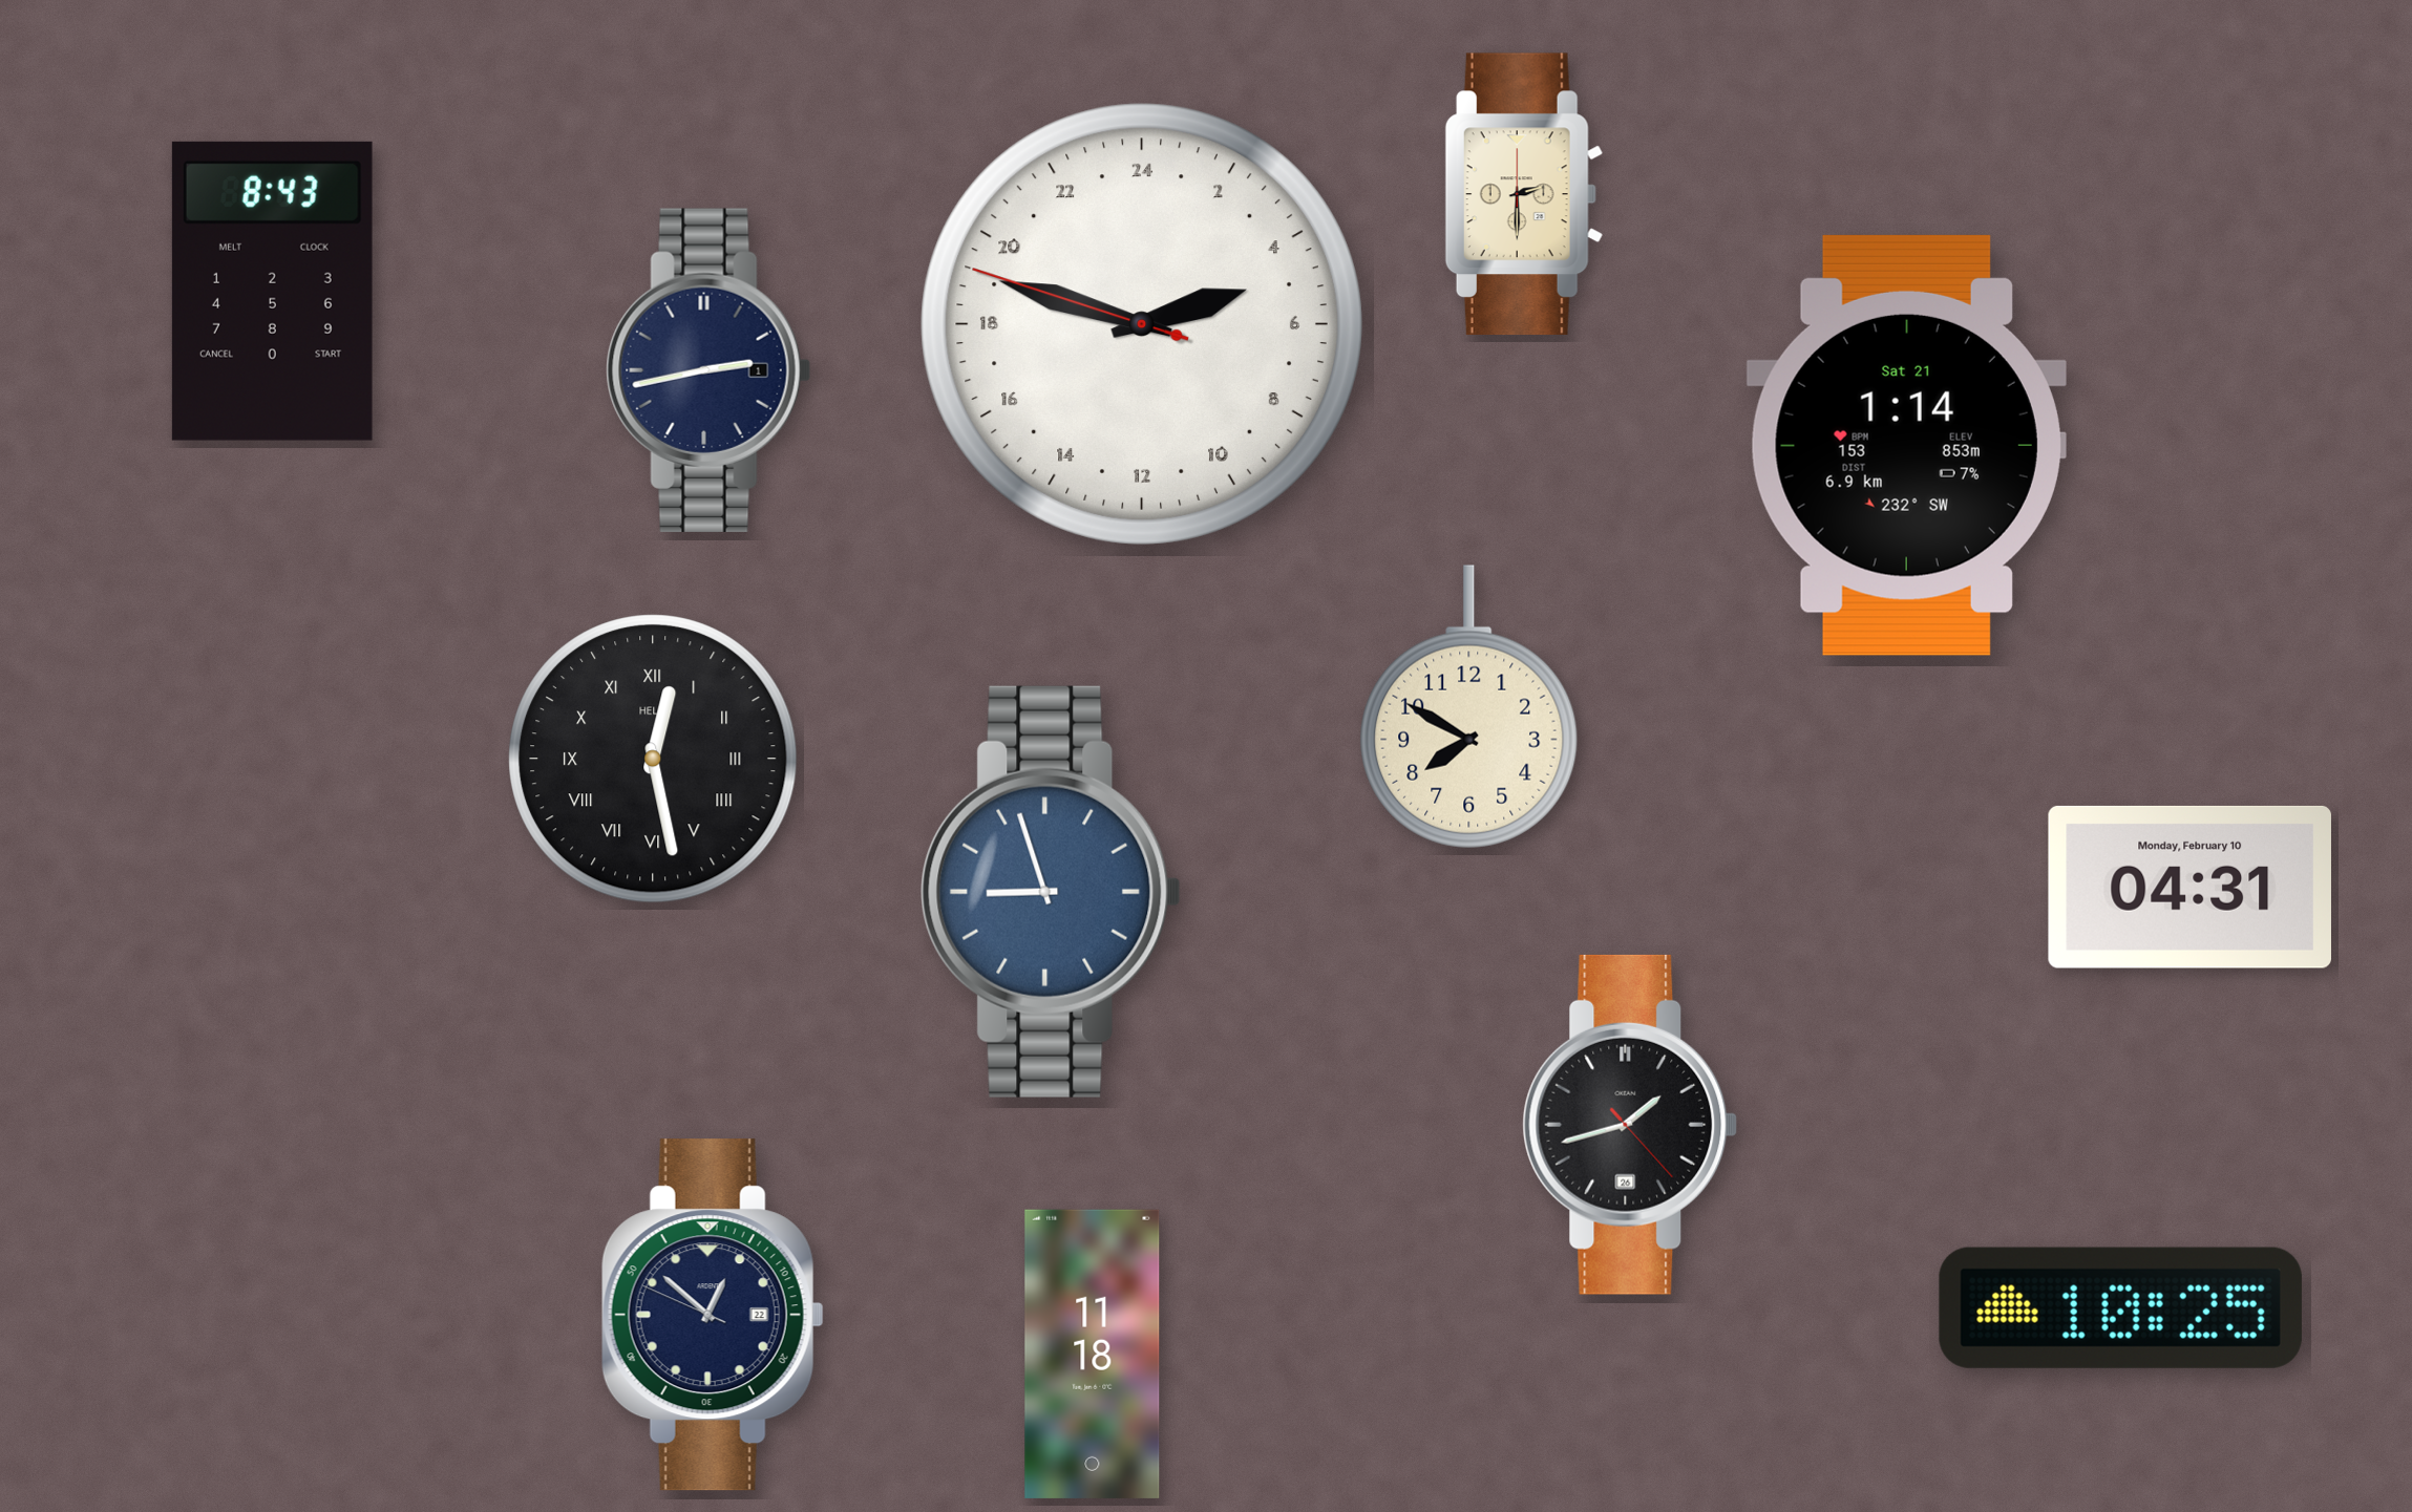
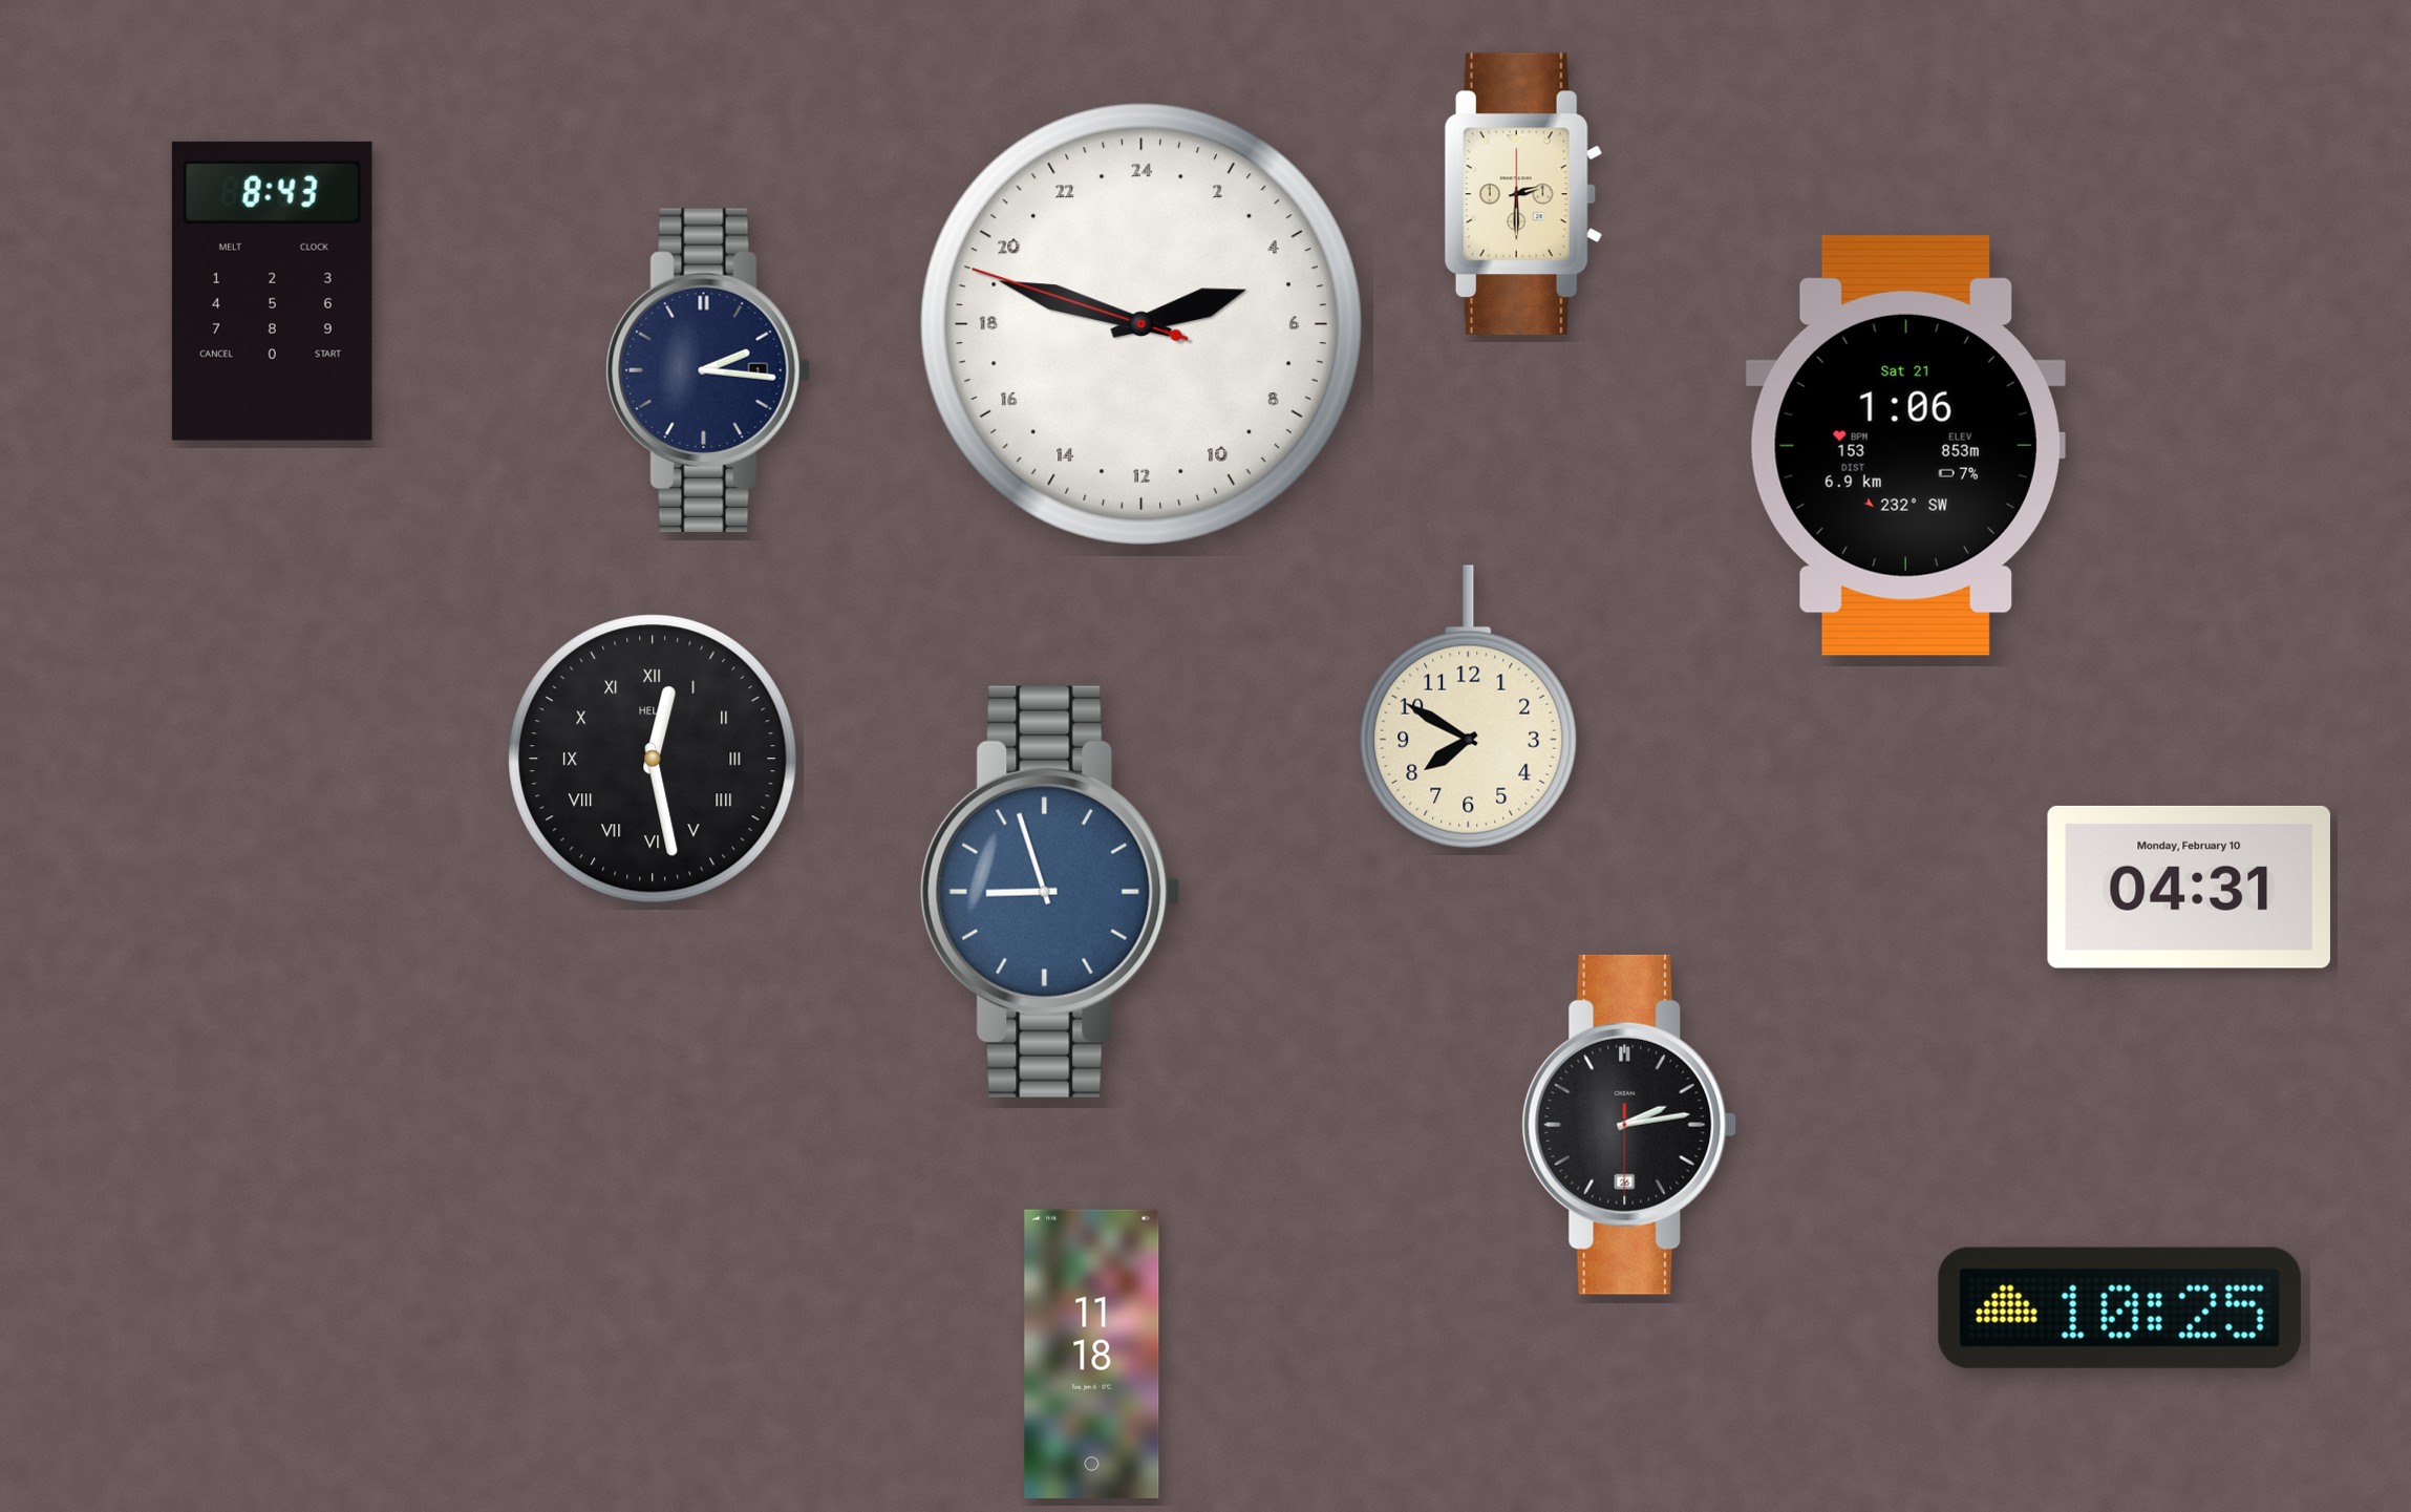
clock at (708, 370): 2:43 -> 2:16
clock at (1906, 445): 1:14 -> 1:06
clock at (1630, 1125): 1:42 -> 2:13
clock at (713, 1315): 12:51 -> none
